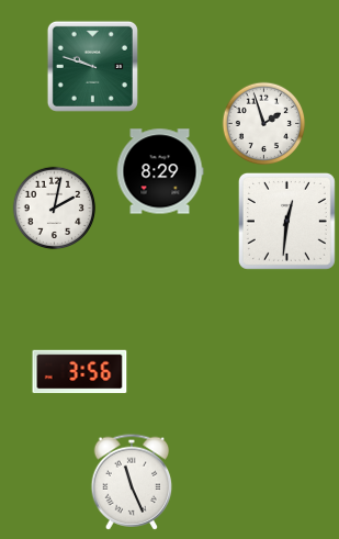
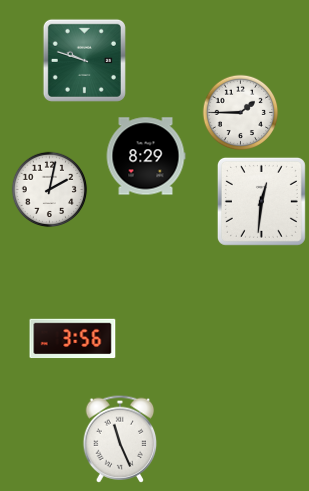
clock at (264, 124): 1:57 -> 1:45
